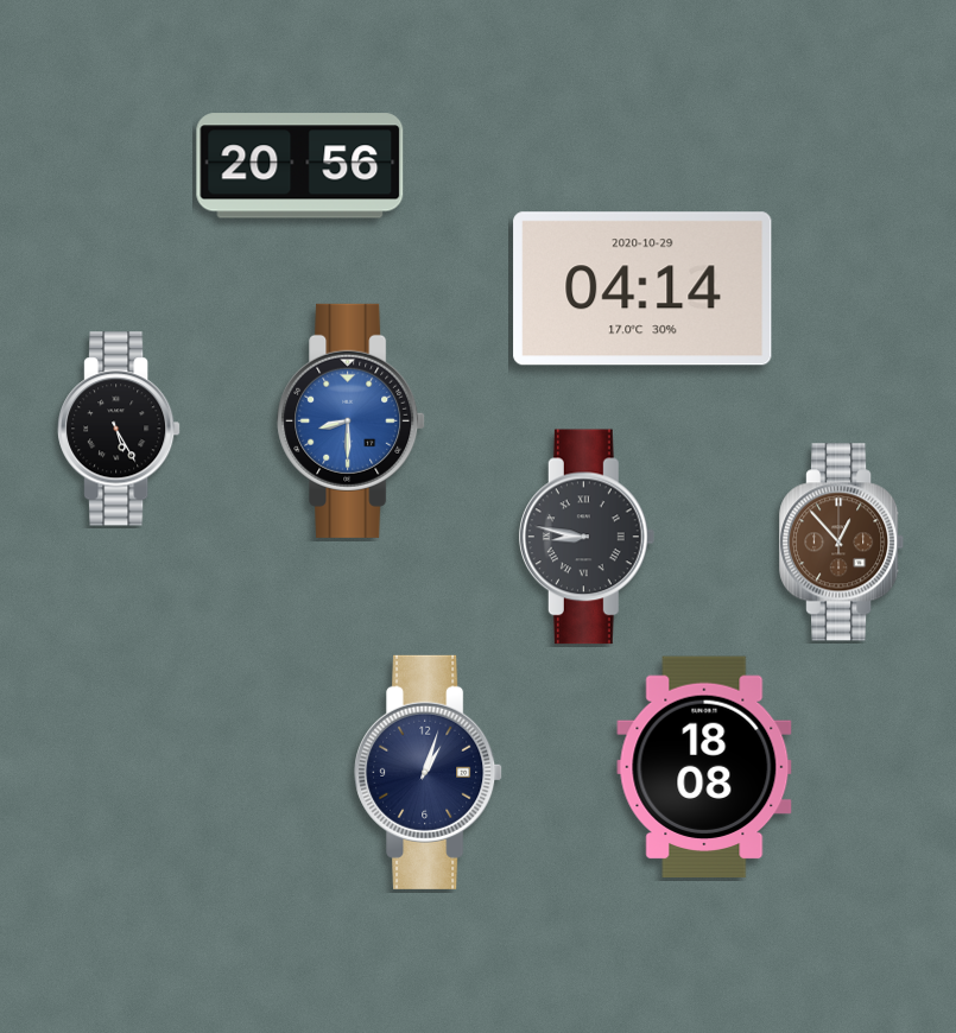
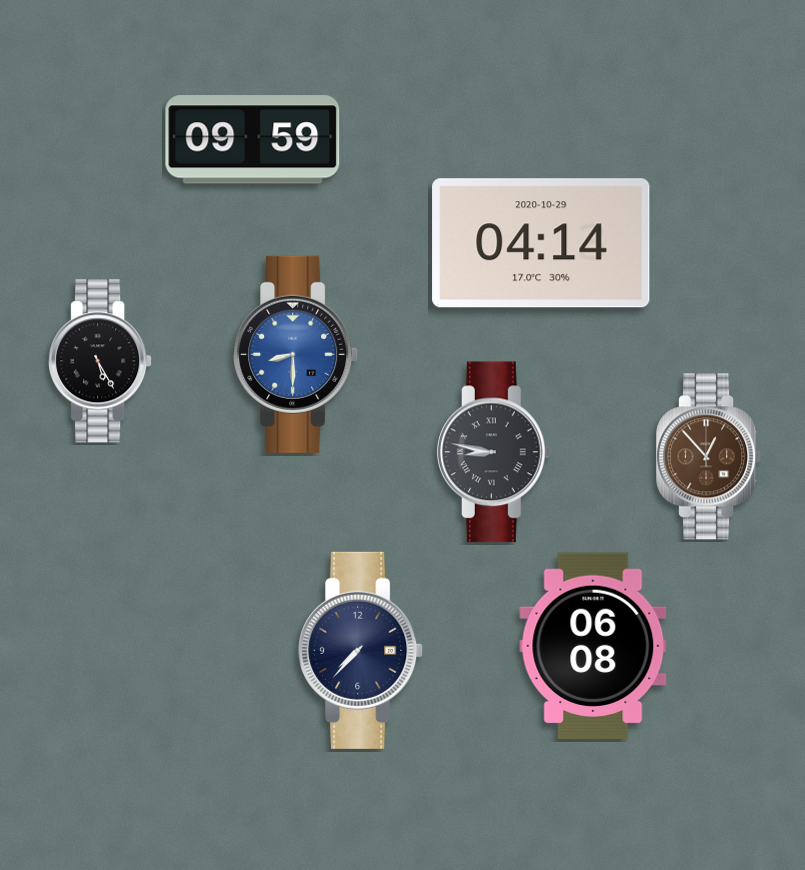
clock at (300, 166): 20:56 -> 09:59
clock at (704, 767): 18:08 -> 06:08
clock at (429, 772): 1:03 -> 7:37
